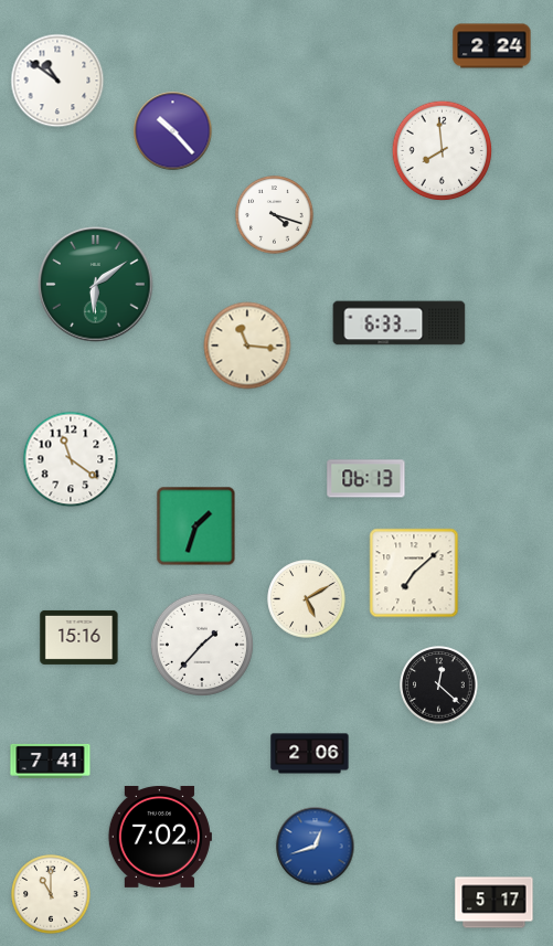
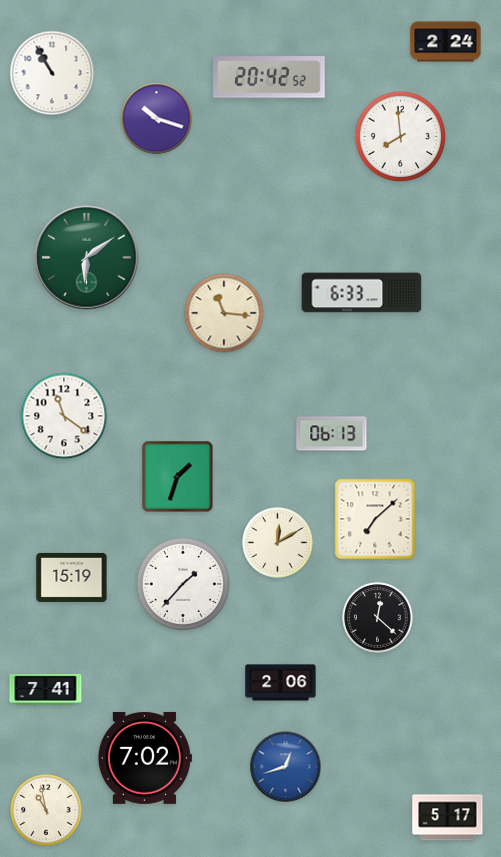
clock at (57, 81): 10:51 -> 10:55
clock at (269, 77): none -> 20:42
clock at (173, 131): 10:23 -> 10:18
clock at (275, 215): 4:18 -> none
clock at (307, 599): 5:10 -> 12:10
clock at (79, 637): 15:16 -> 15:19
clock at (439, 685) position: (439, 685) -> (378, 618)
clock at (51, 894): 11:00 -> 10:58
